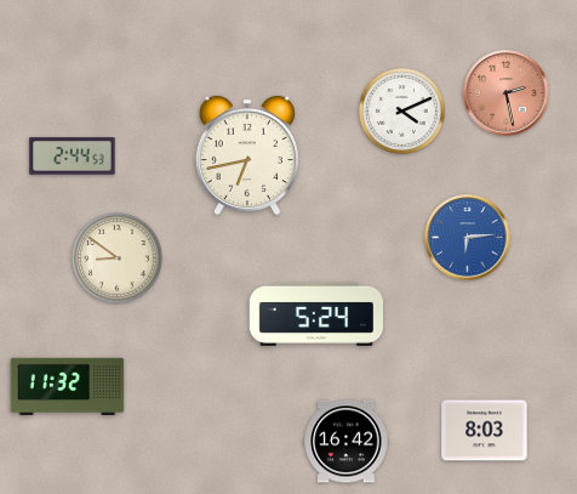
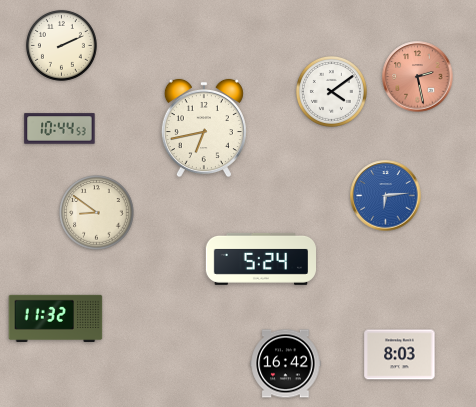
clock at (61, 45): none -> 2:11
clock at (401, 110): 4:11 -> 4:09
clock at (73, 157): 2:44 -> 10:44
